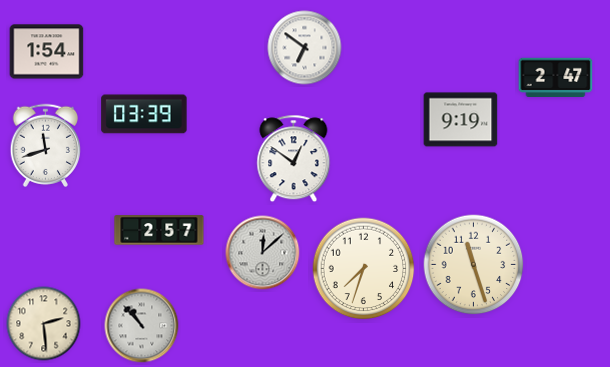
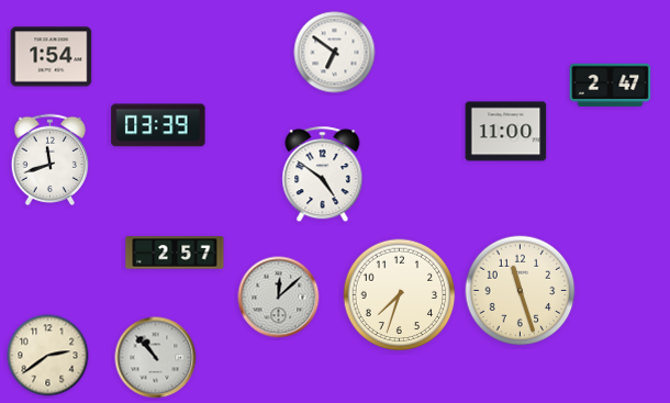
clock at (461, 120): 9:19 -> 11:00
clock at (294, 159): 12:51 -> 4:51
clock at (263, 253) position: (263, 253) -> (279, 298)
clock at (44, 324): 2:29 -> 2:39
